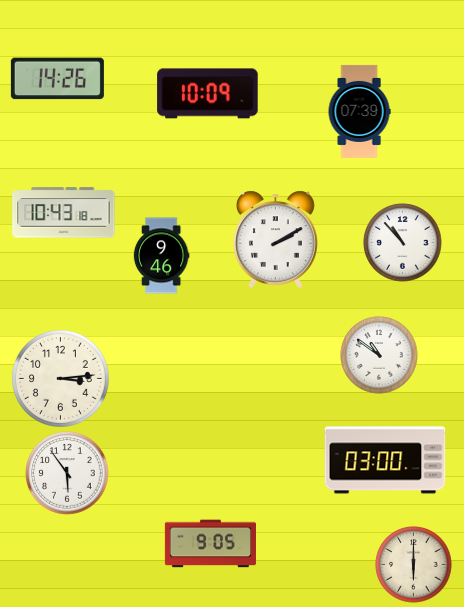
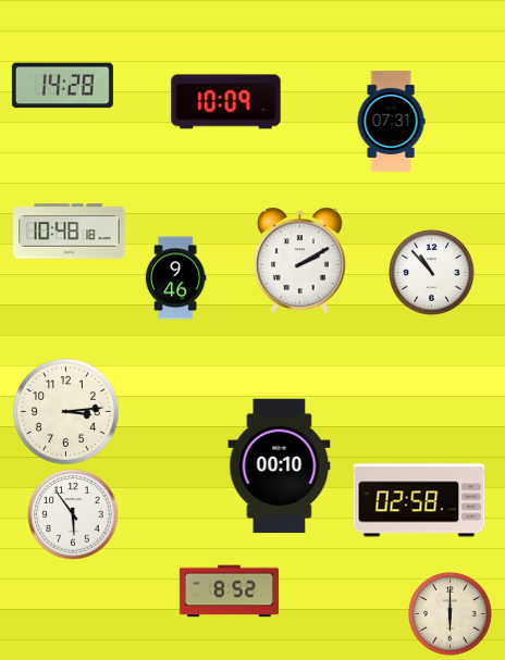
clock at (57, 79): 14:26 -> 14:28
clock at (359, 111): 07:39 -> 07:31
clock at (64, 213): 10:43 -> 10:48
clock at (403, 243) position: (403, 243) -> (432, 273)
clock at (379, 355): 10:51 -> none
clock at (280, 466): none -> 00:10
clock at (385, 460): 03:00 -> 02:58
clock at (210, 544): 9:05 -> 8:52
